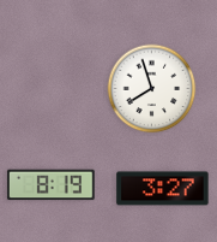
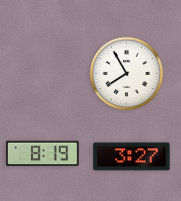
clock at (152, 89): 7:57 -> 7:55
clock at (163, 189) position: (163, 189) -> (132, 157)
